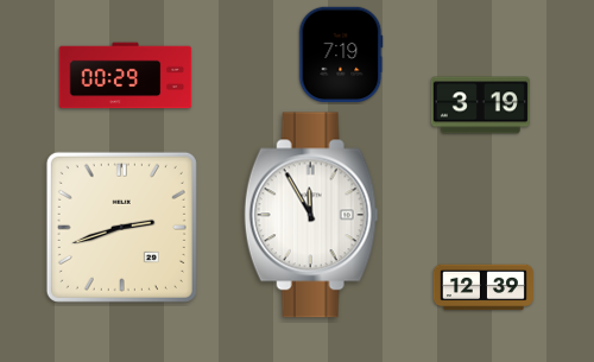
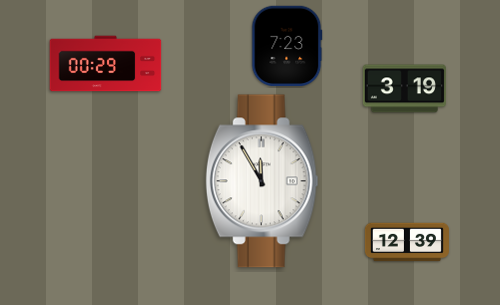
clock at (341, 55): 7:19 -> 7:23
clock at (121, 227): 2:42 -> none
